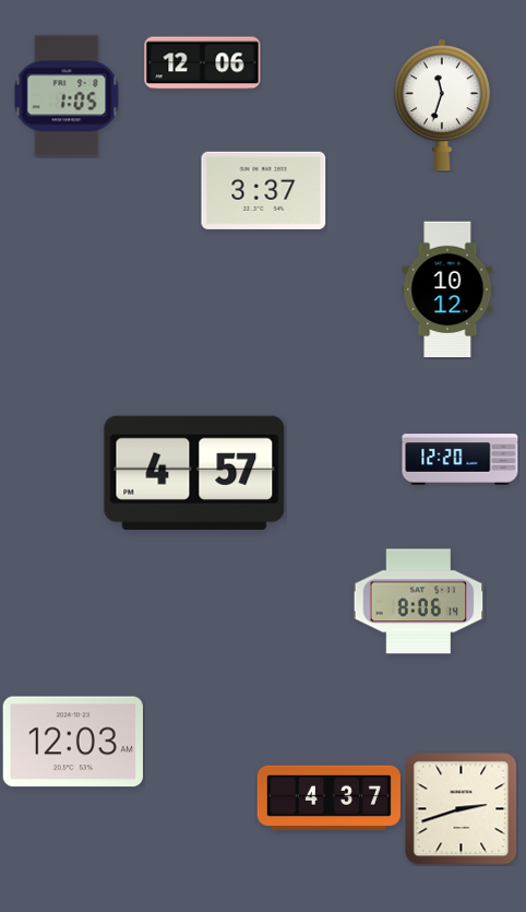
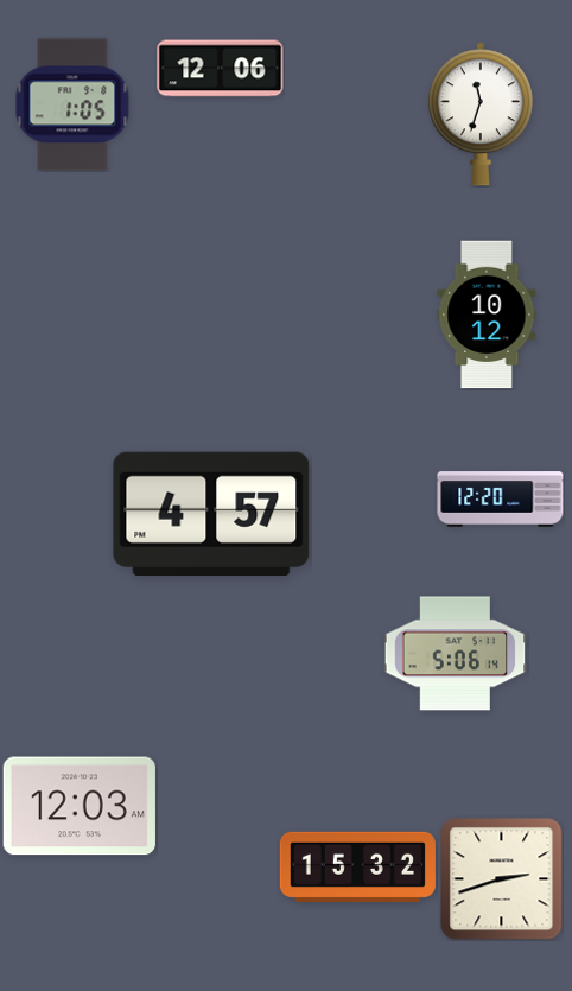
clock at (264, 190): 3:37 -> none
clock at (419, 602): 8:06 -> 5:06
clock at (328, 797): 4:37 -> 15:32
